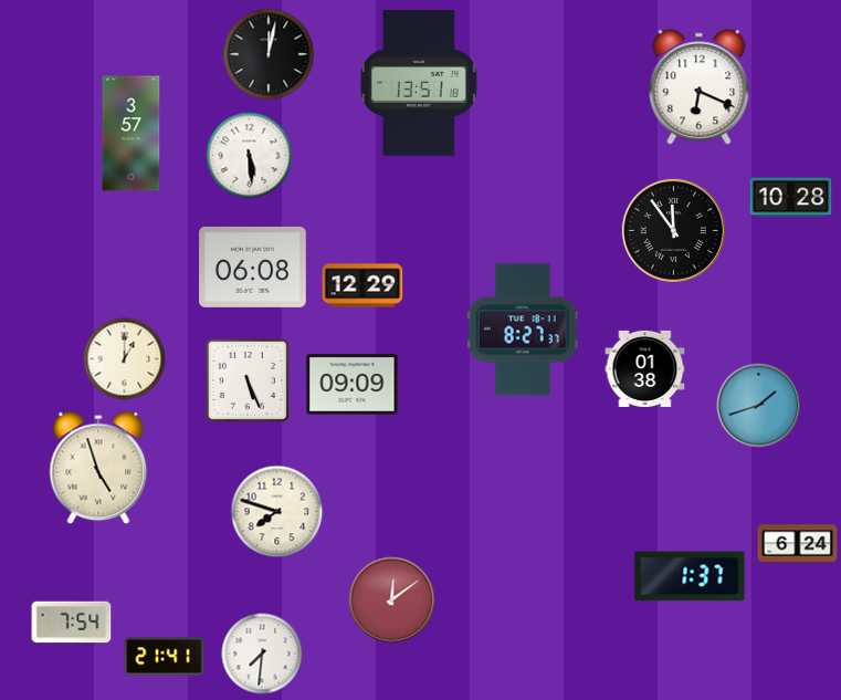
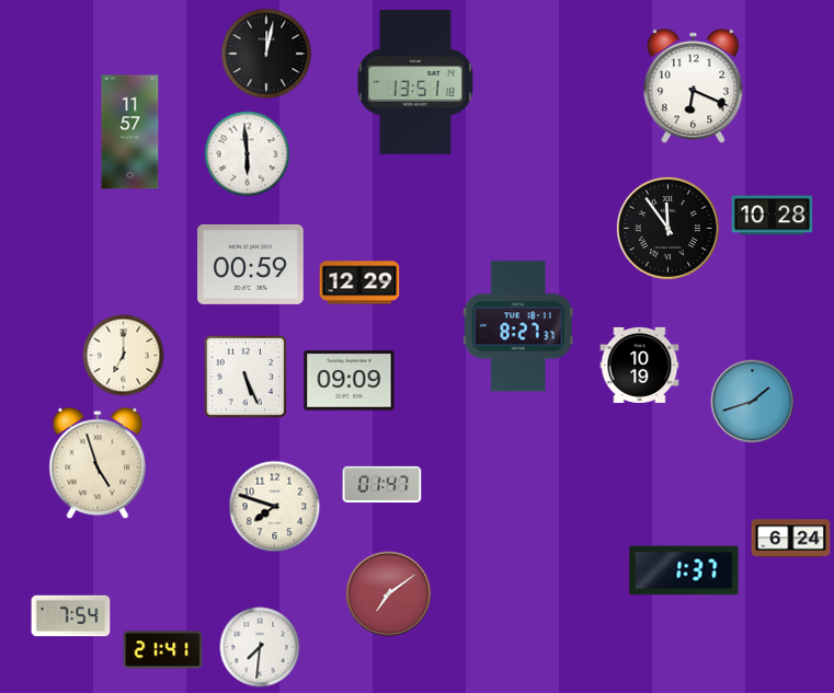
clock at (132, 134): 3:57 -> 11:57
clock at (250, 156): 5:29 -> 5:59
clock at (791, 198) position: (791, 198) -> (773, 216)
clock at (253, 267): 06:08 -> 00:59
clock at (125, 359): 1:00 -> 7:00
clock at (645, 368): 01:38 -> 10:19
clock at (382, 484): none -> 01:47
clock at (392, 600): 12:09 -> 7:09
